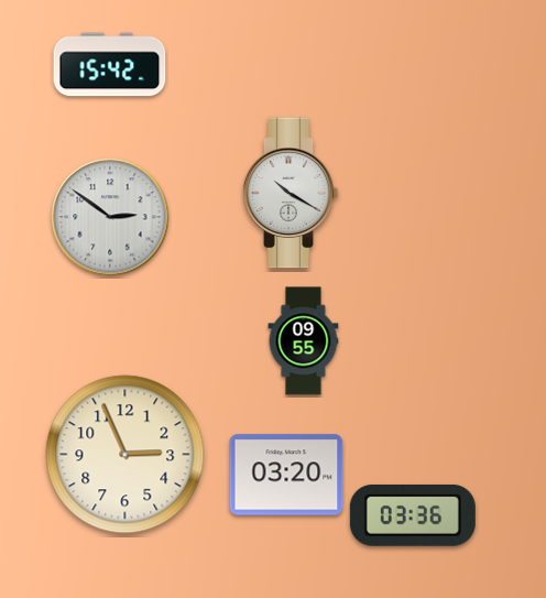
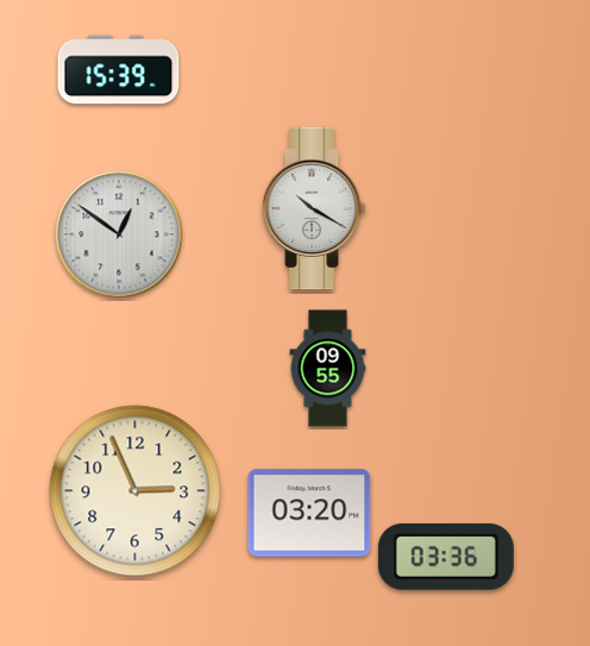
clock at (110, 65): 15:42 -> 15:39
clock at (110, 217): 2:51 -> 12:51
